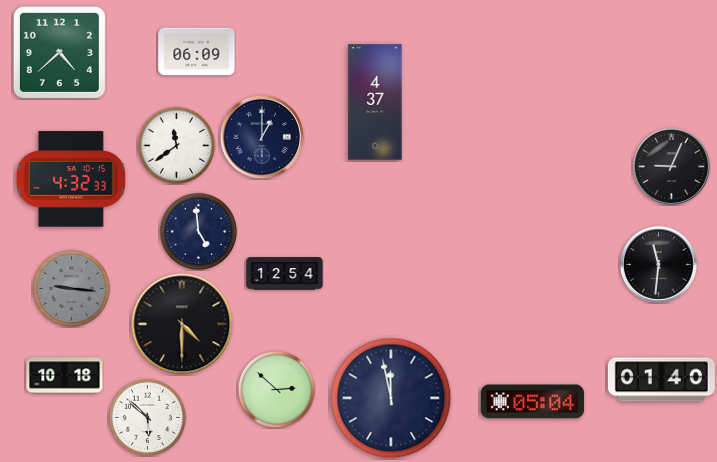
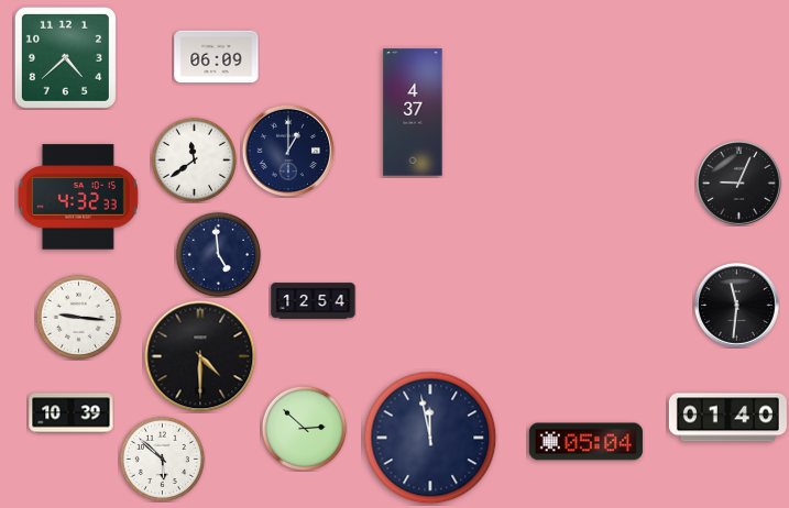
clock at (658, 264) position: (658, 264) -> (736, 305)
clock at (71, 288) dial: grey -> white
clock at (65, 376): 10:18 -> 10:39
